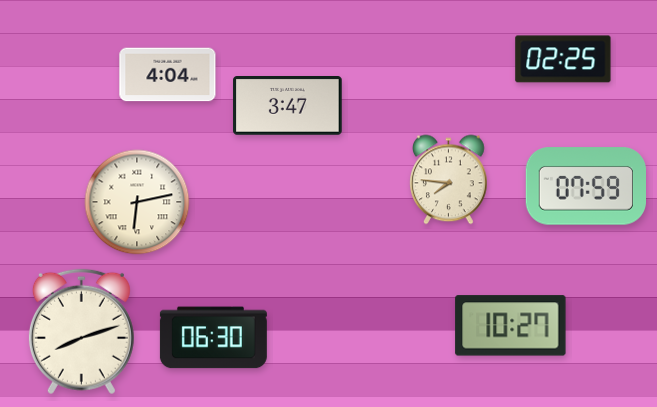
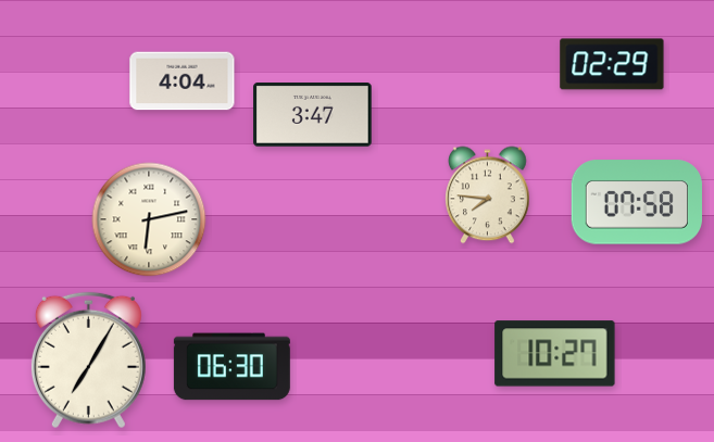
clock at (563, 59): 02:25 -> 02:29
clock at (585, 186): 07:59 -> 07:58
clock at (81, 332): 8:12 -> 7:05
